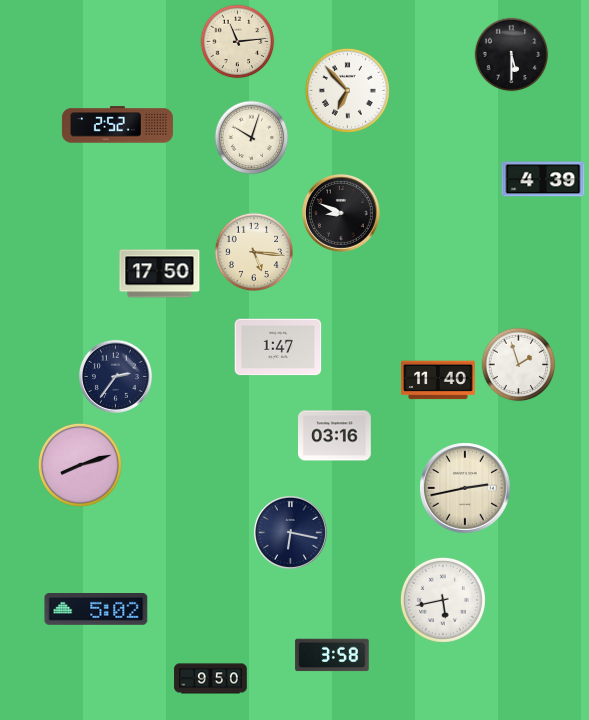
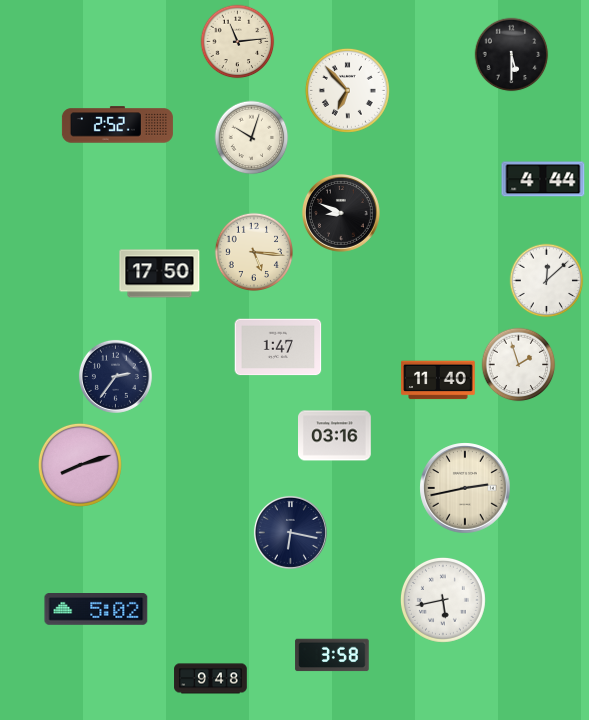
clock at (543, 179): 4:39 -> 4:44
clock at (547, 281): none -> 12:08
clock at (211, 679): 9:50 -> 9:48
